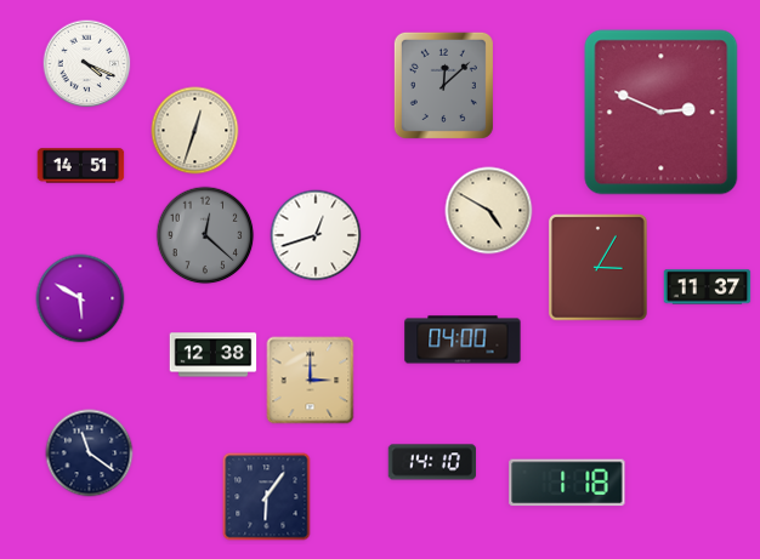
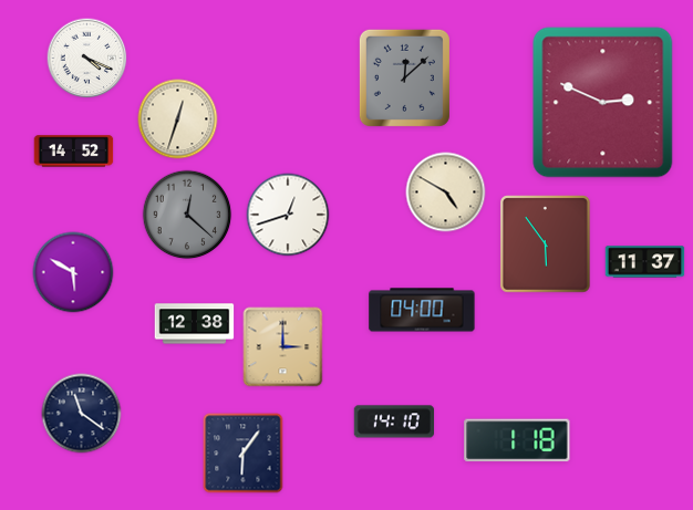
clock at (87, 64) position: (87, 64) -> (87, 59)
clock at (81, 166): 14:51 -> 14:52
clock at (599, 268): 3:05 -> 5:54
